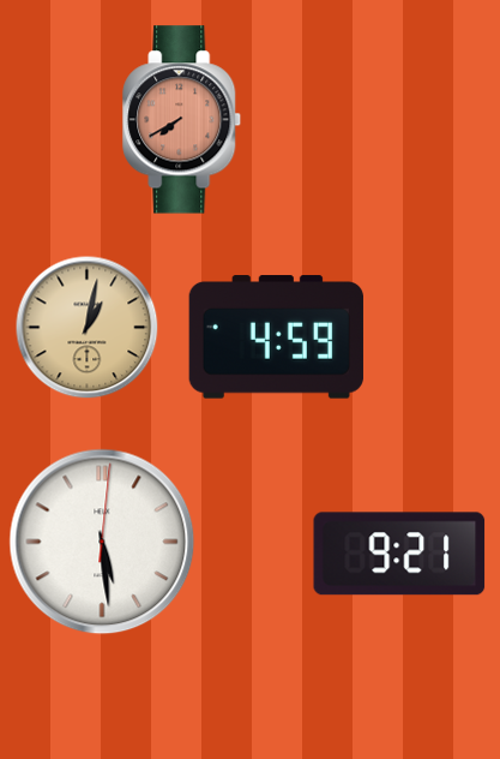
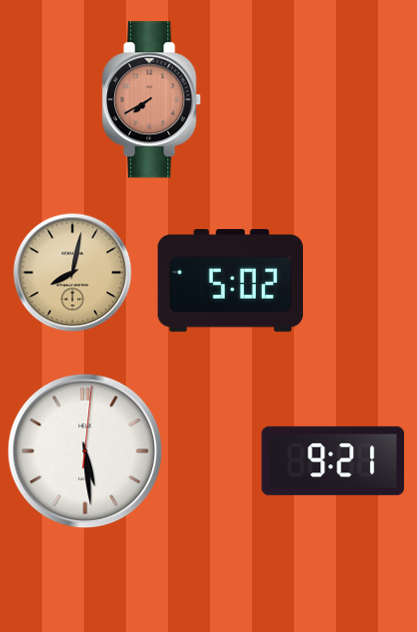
clock at (88, 328): 1:02 -> 8:02
clock at (276, 337): 4:59 -> 5:02
